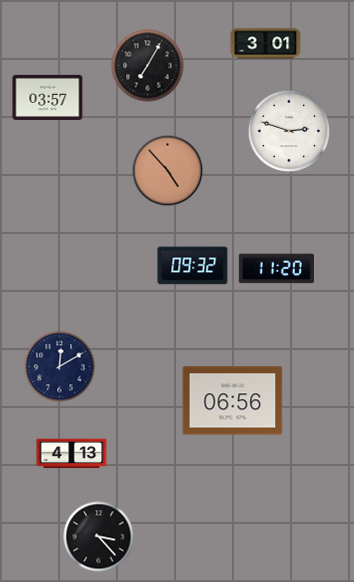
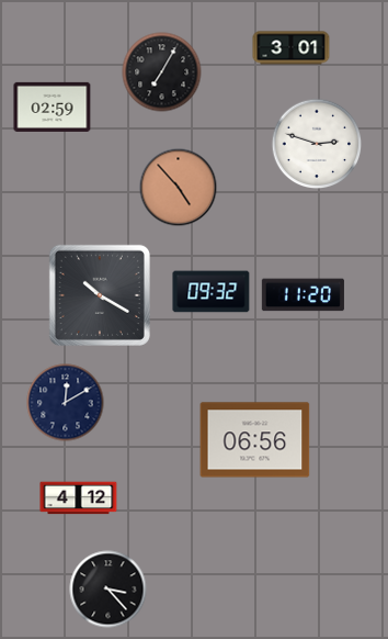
clock at (48, 97): 03:57 -> 02:59
clock at (168, 171) position: (168, 171) -> (179, 188)
clock at (100, 295): none -> 10:20
clock at (72, 454): 4:13 -> 4:12
